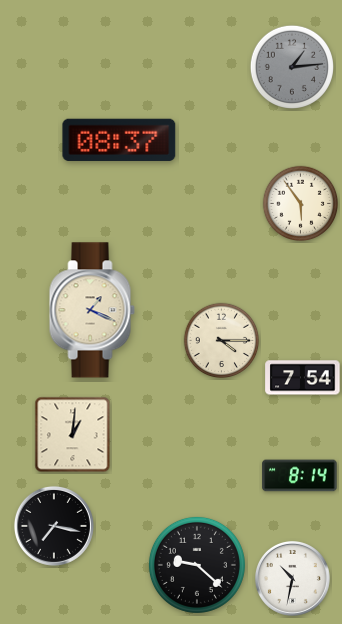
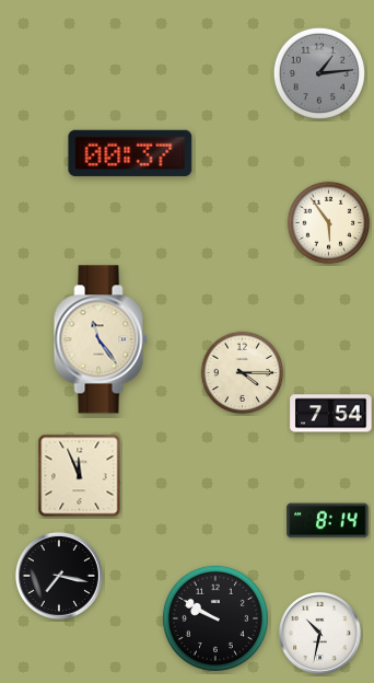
clock at (119, 140): 08:37 -> 00:37
clock at (92, 310): 1:19 -> 11:24
clock at (73, 435): 1:01 -> 11:56
clock at (197, 565): 9:22 -> 9:50
